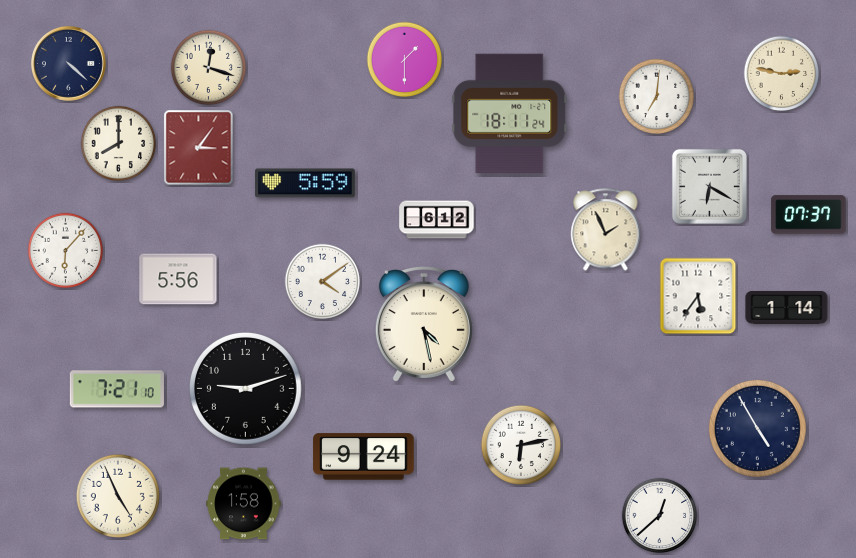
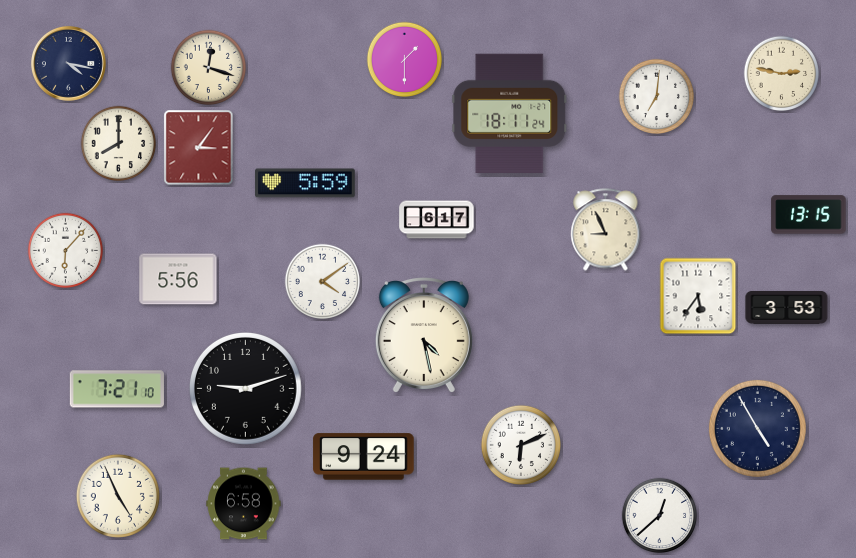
clock at (68, 63): 4:22 -> 4:17
clock at (709, 186): 6:20 -> none
clock at (809, 215): 07:37 -> 13:15
clock at (437, 220): 6:12 -> 6:17
clock at (606, 230): 1:56 -> 8:56
clock at (787, 307): 1:14 -> 3:53
clock at (424, 324) position: (424, 324) -> (424, 335)
clock at (520, 444): 6:13 -> 6:11
clock at (244, 504): 1:58 -> 6:58
